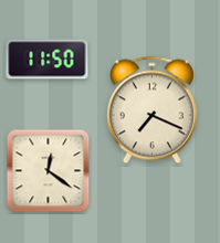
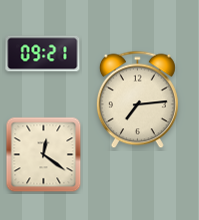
clock at (48, 60): 11:50 -> 09:21
clock at (151, 110): 7:19 -> 7:14
